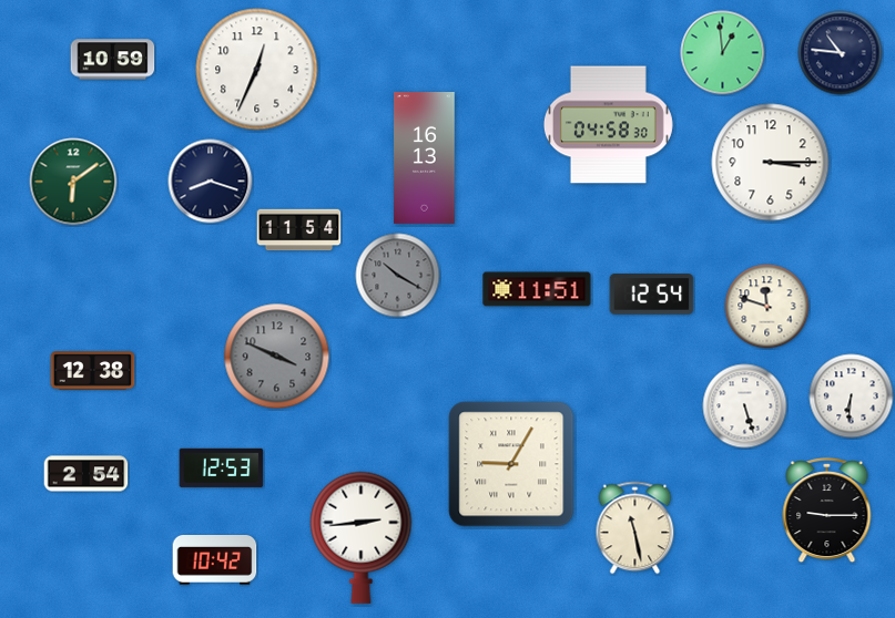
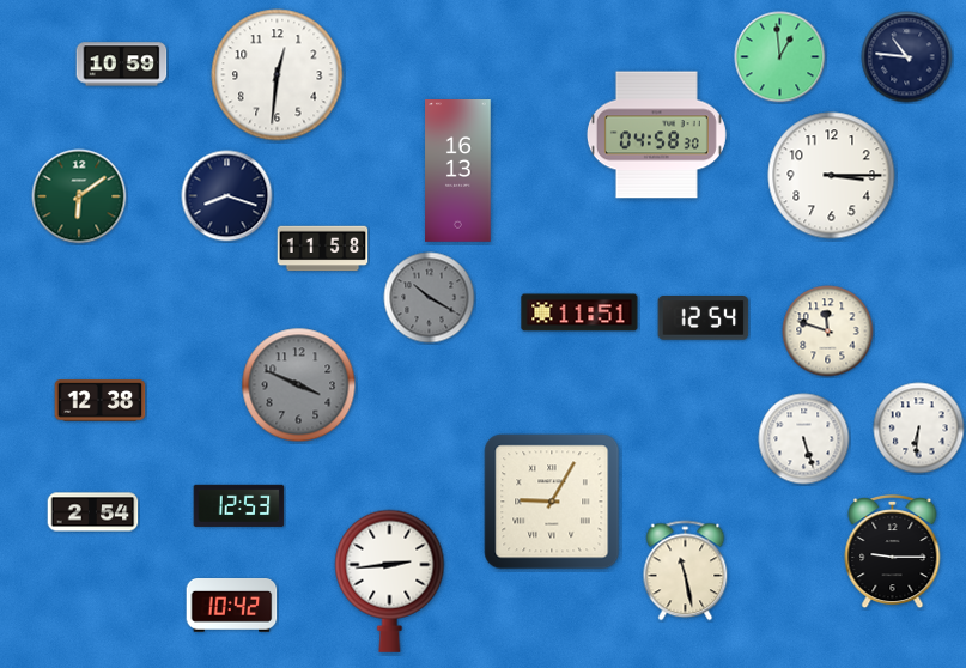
clock at (257, 70): 12:34 -> 12:31
clock at (299, 230): 11:54 -> 11:58
